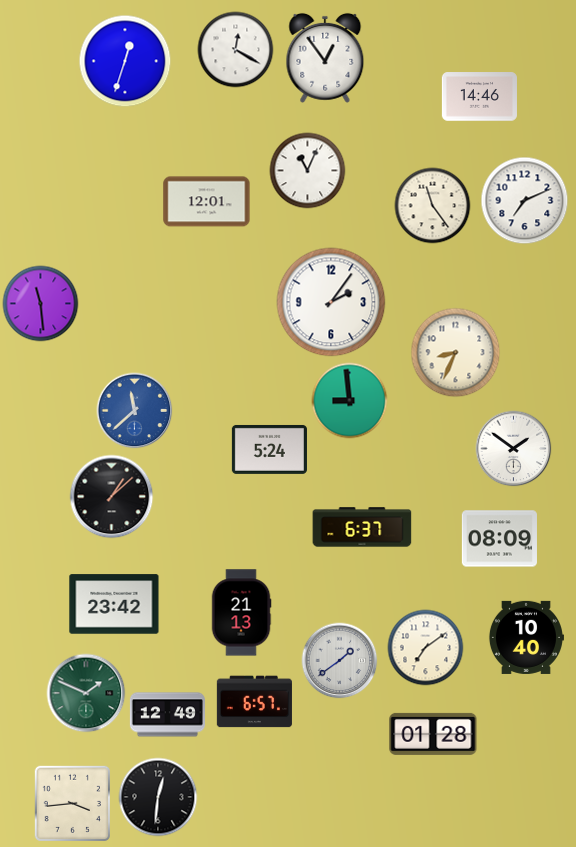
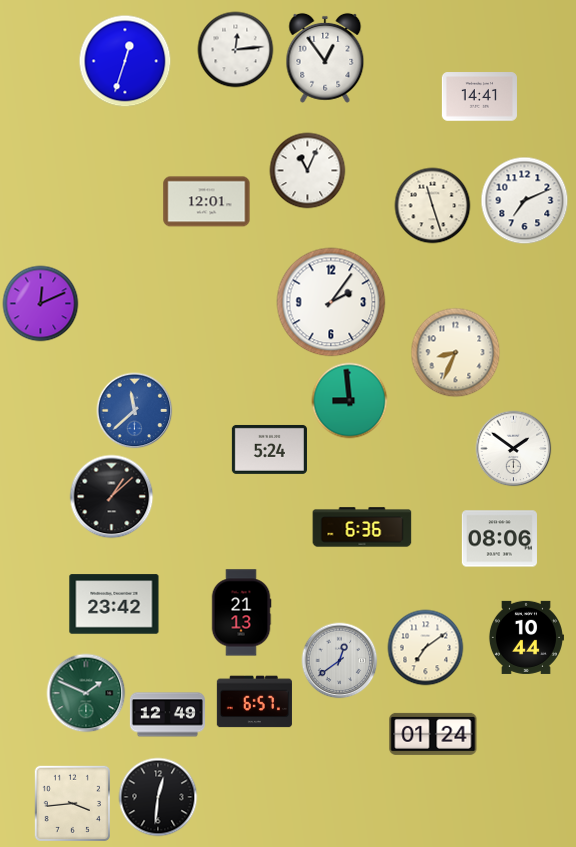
clock at (236, 50): 12:20 -> 12:14
clock at (479, 97): 14:46 -> 14:41
clock at (433, 206): 11:24 -> 11:27
clock at (41, 304): 11:29 -> 12:11
clock at (362, 527): 6:37 -> 6:36
clock at (499, 539): 08:09 -> 08:06
clock at (526, 637): 10:40 -> 10:44
clock at (340, 661): 1:39 -> 12:39
clock at (433, 734): 01:28 -> 01:24
